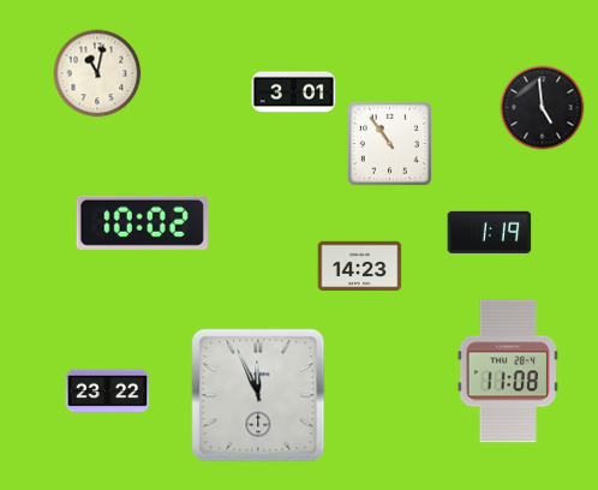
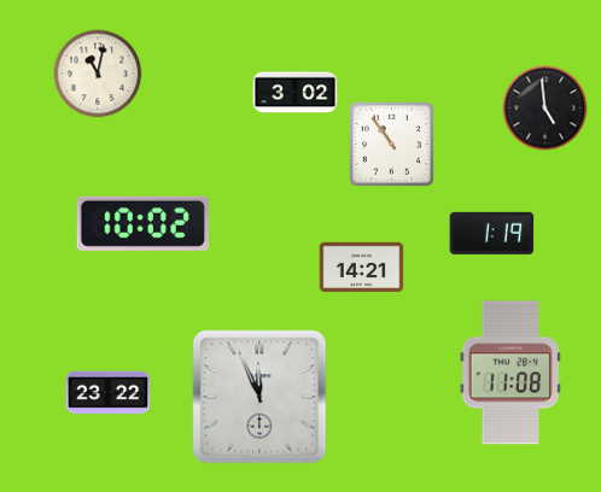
clock at (294, 92): 3:01 -> 3:02
clock at (360, 267): 14:23 -> 14:21
